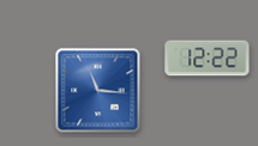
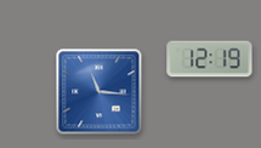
clock at (208, 59): 12:22 -> 12:19
